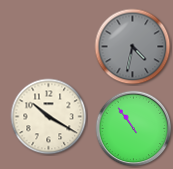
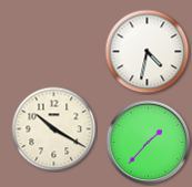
clock at (133, 47) dial: grey -> white
clock at (134, 129): 10:54 -> 1:37
